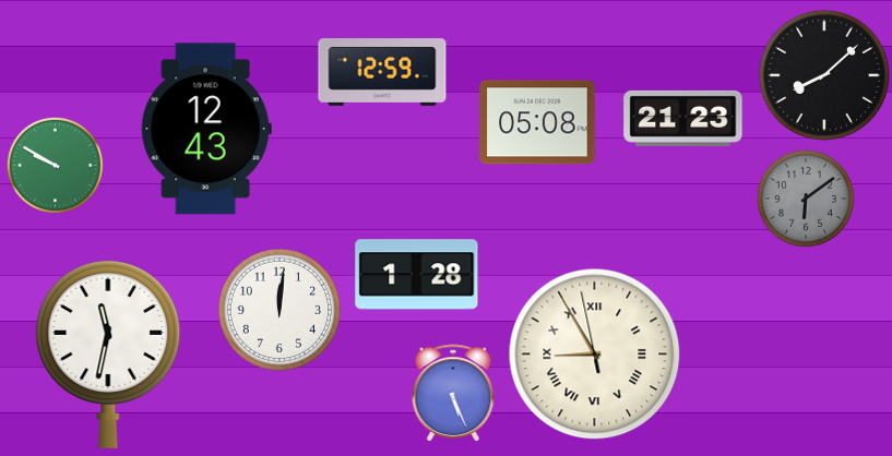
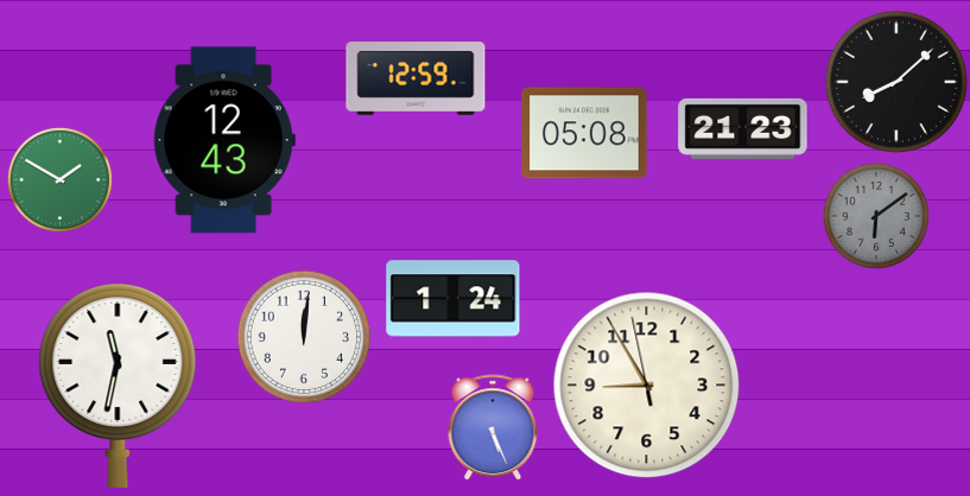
clock at (55, 165): 9:50 -> 1:50
clock at (417, 275): 1:28 -> 1:24
clock at (595, 355) numerals: Roman -> Arabic
